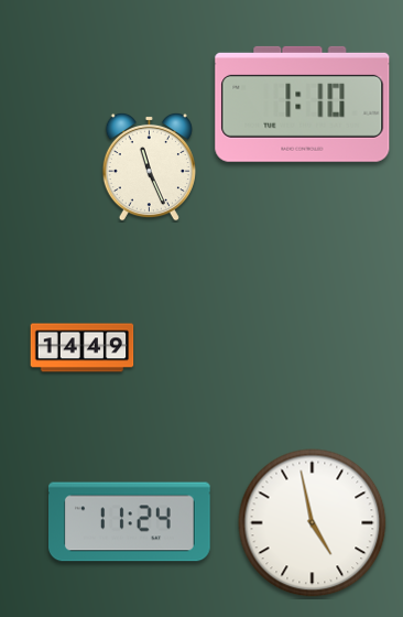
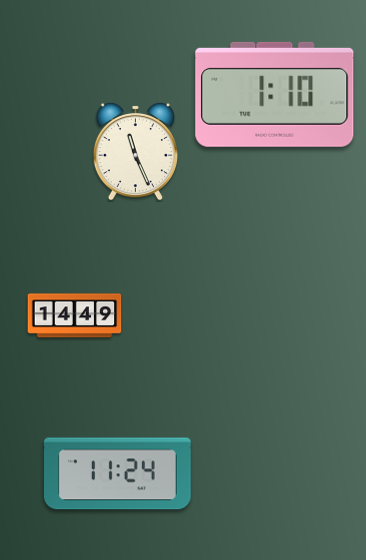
clock at (313, 523): 4:58 -> none
